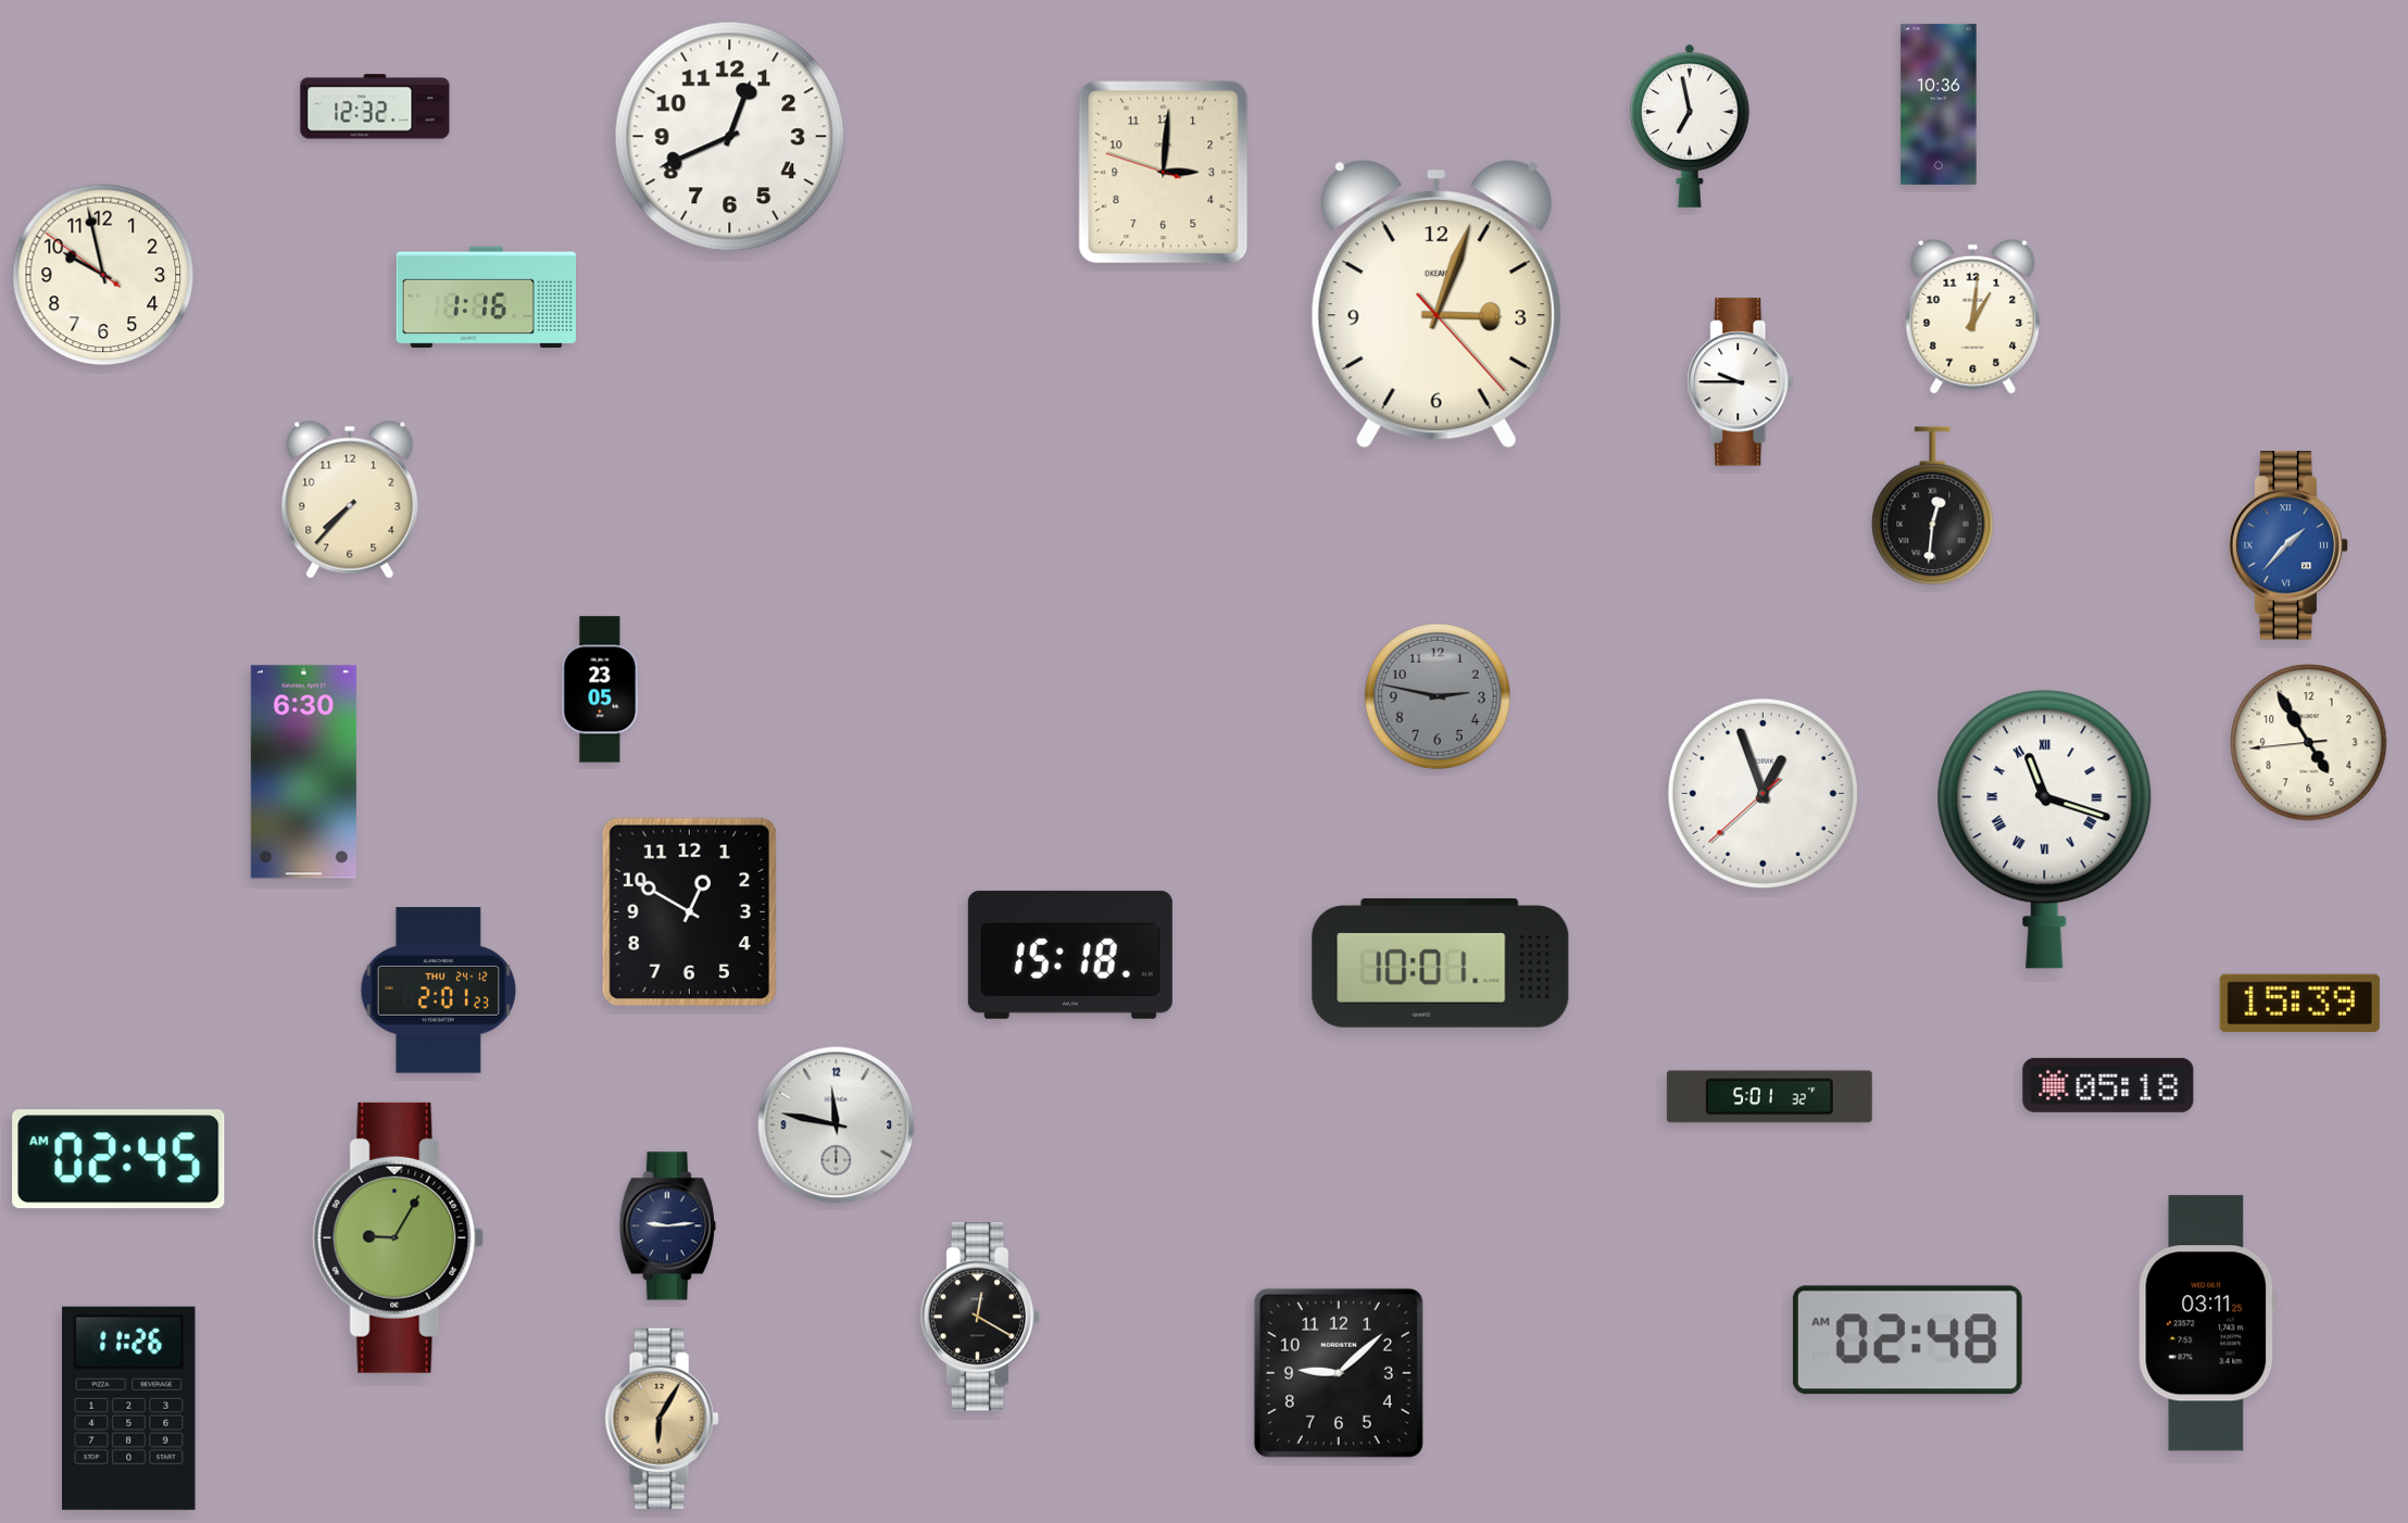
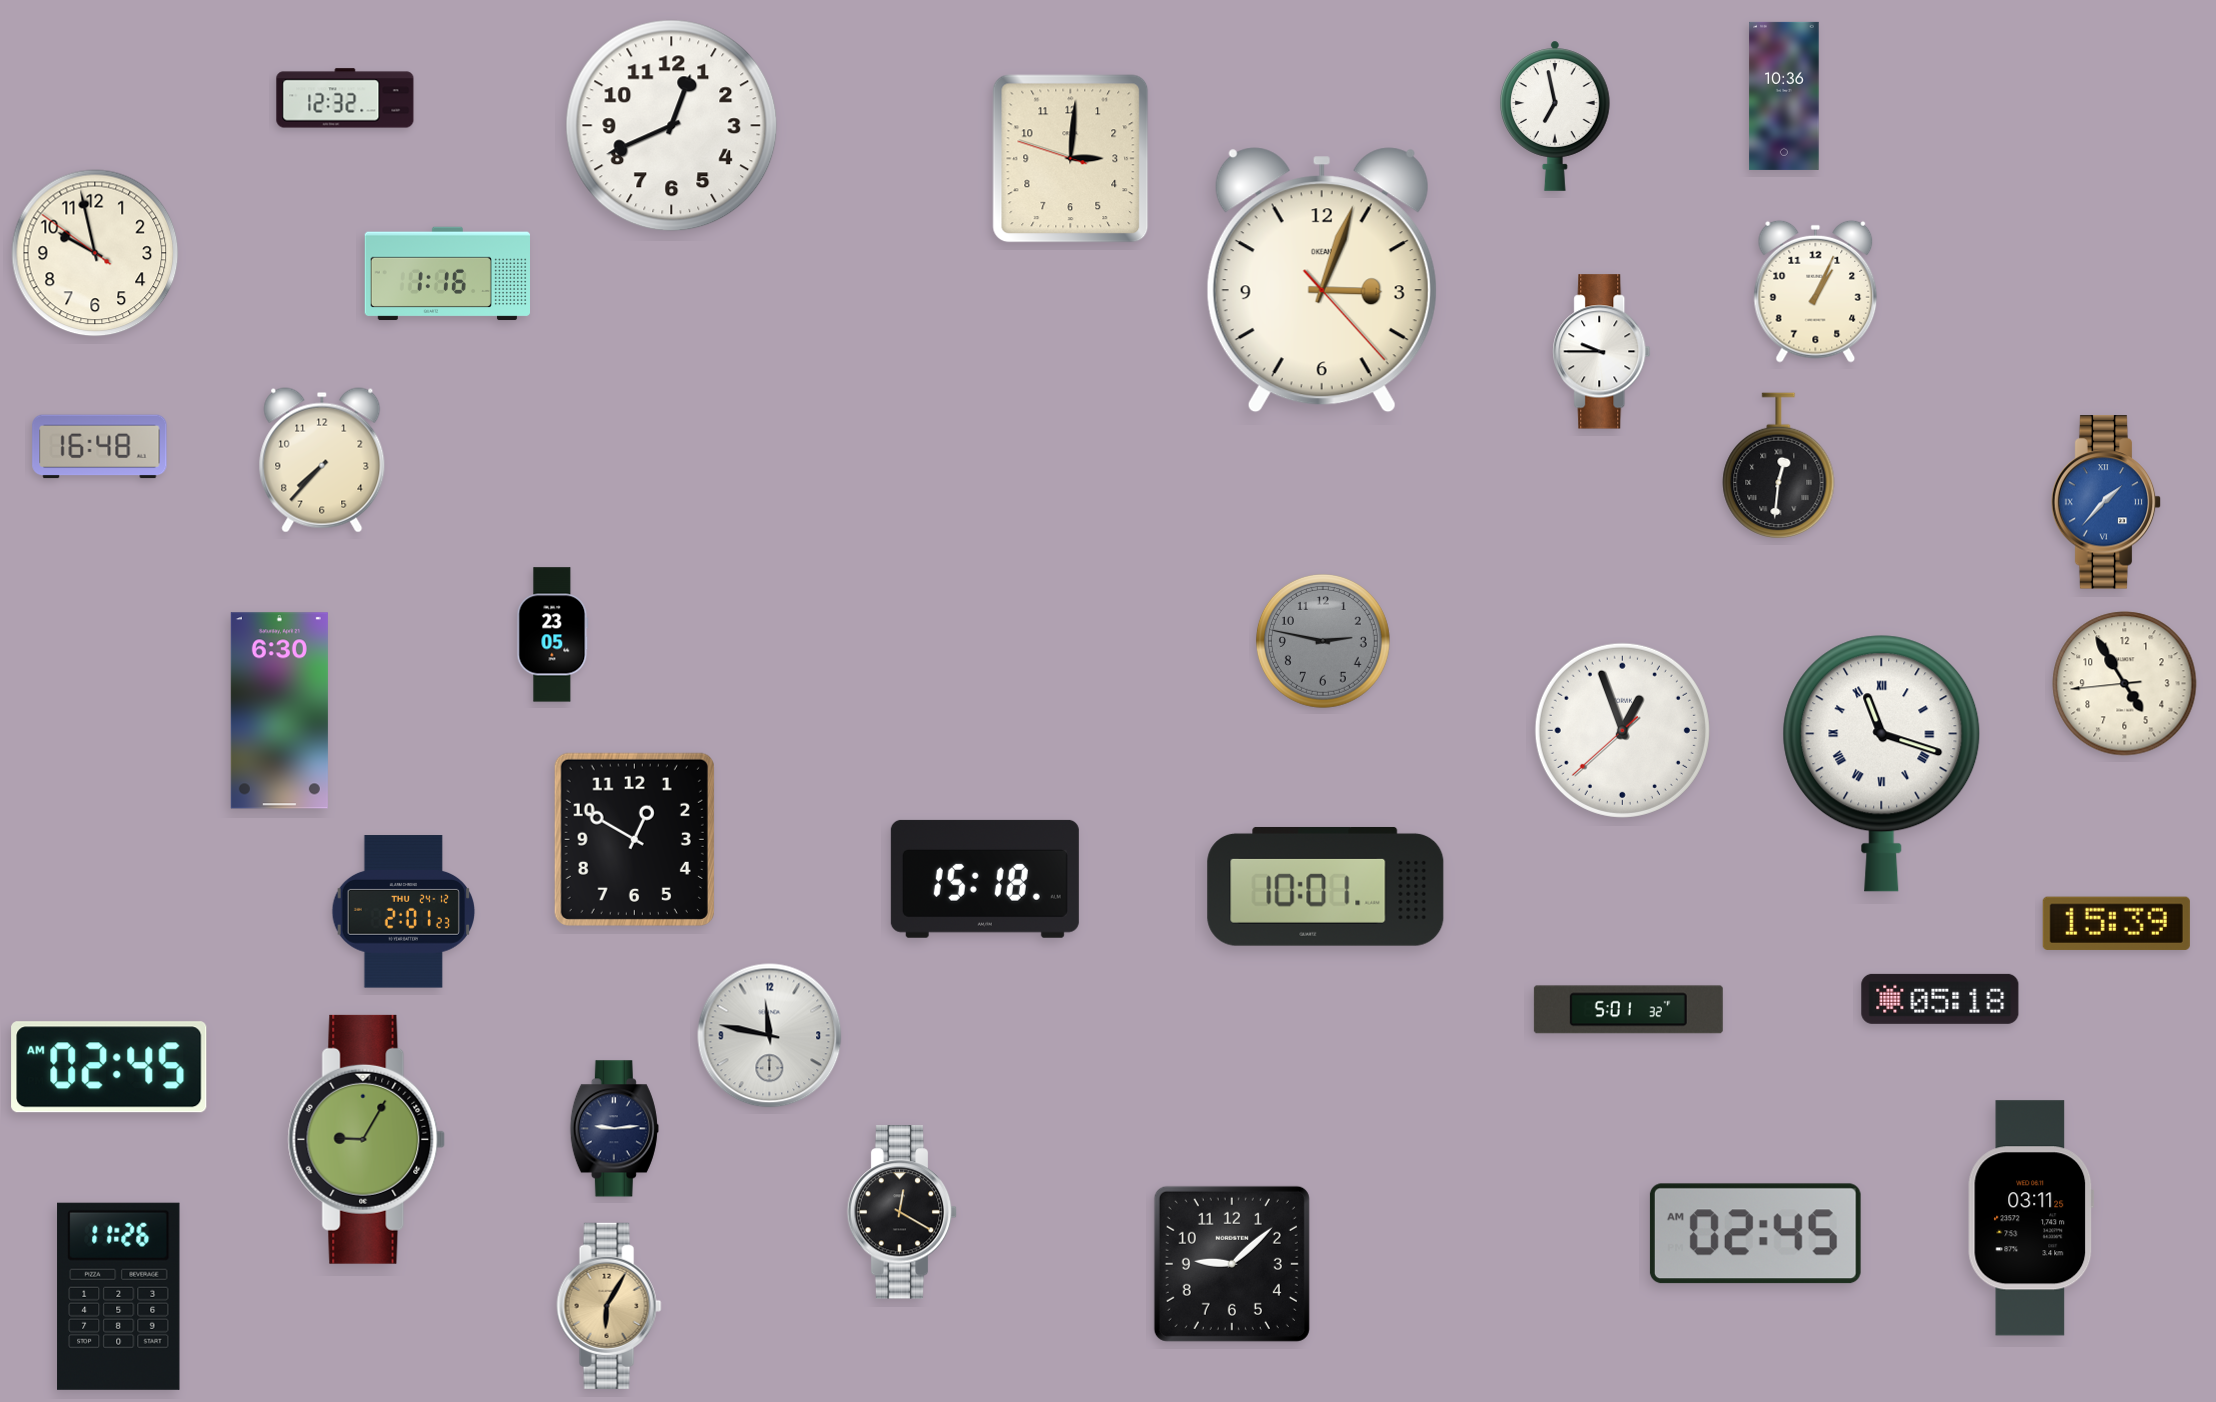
clock at (1973, 316): 1:01 -> 1:04
clock at (100, 447): none -> 16:48
clock at (1907, 1341): 02:48 -> 02:45
